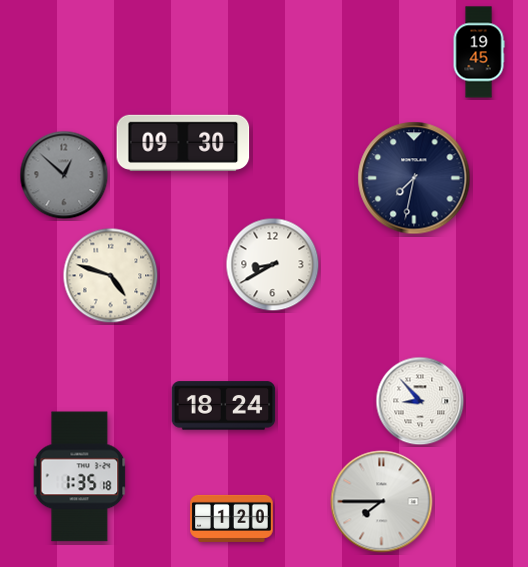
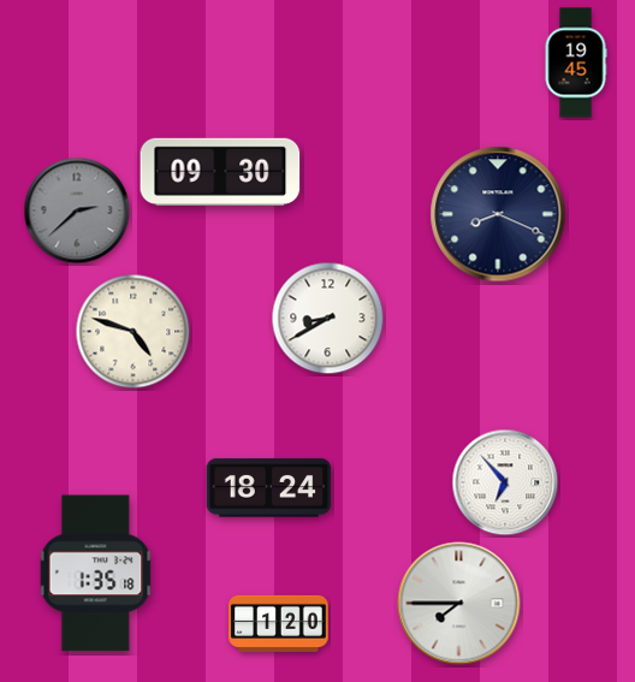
clock at (64, 175): 12:52 -> 2:38
clock at (414, 178): 7:32 -> 8:19
clock at (420, 401): 8:53 -> 6:53
